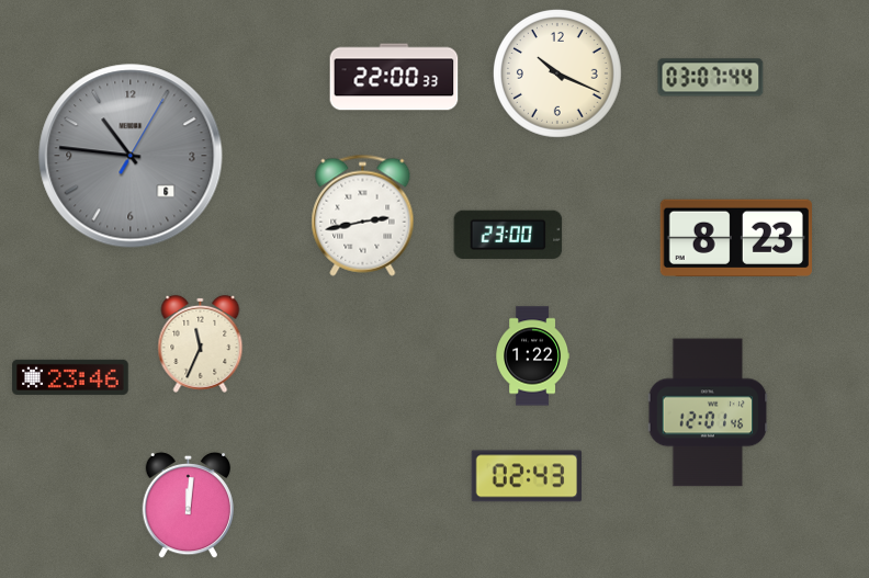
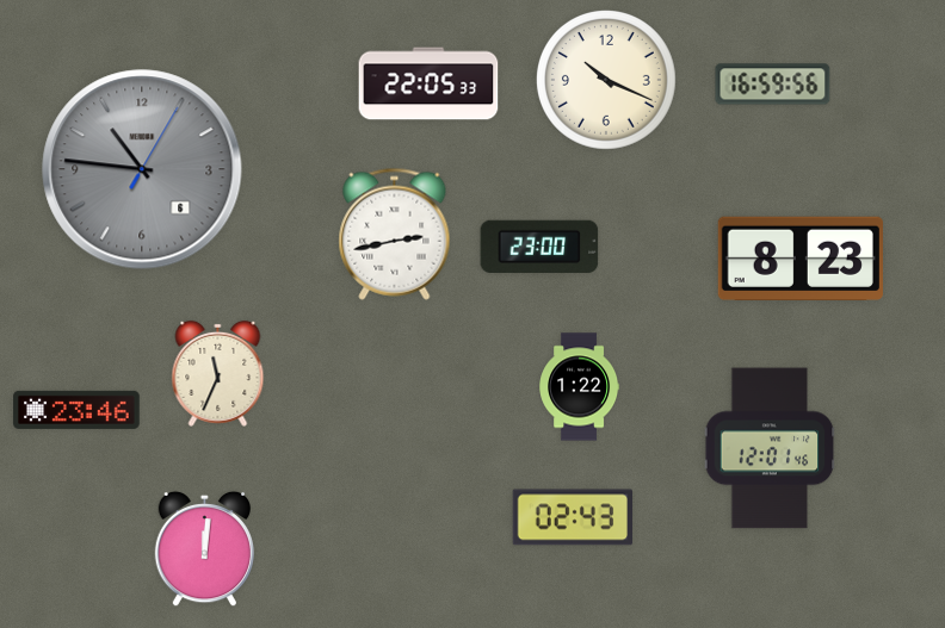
clock at (394, 77): 22:00 -> 22:05
clock at (711, 78): 03:07 -> 16:59
clock at (508, 235) position: (508, 235) -> (539, 247)
